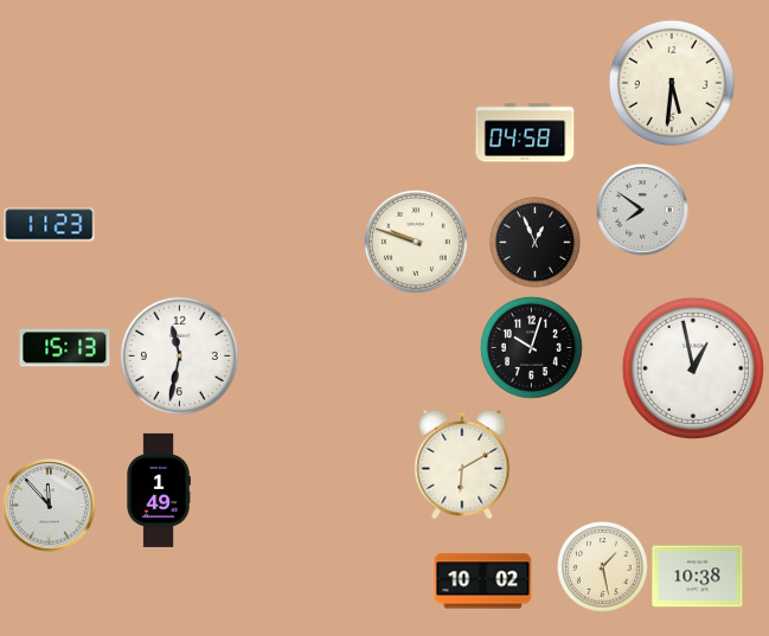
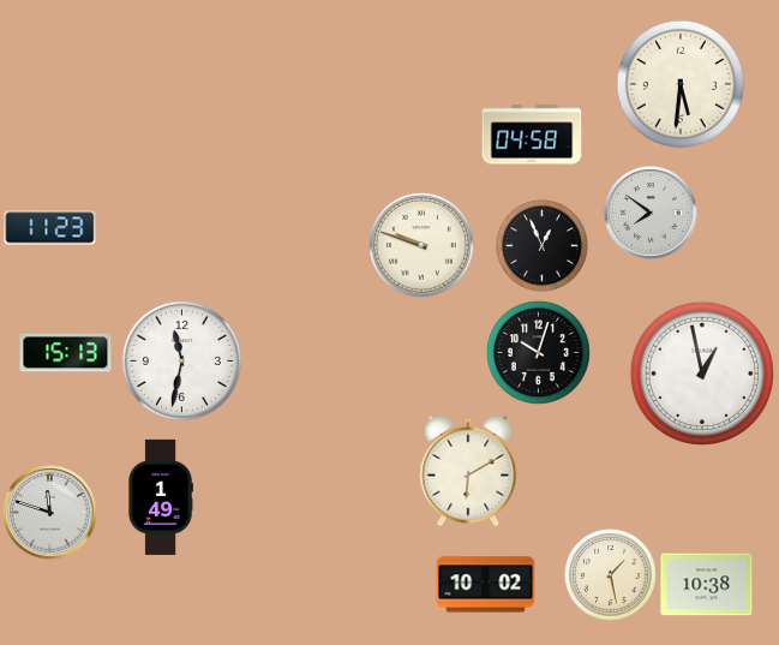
clock at (50, 506): 11:53 -> 11:48
clock at (483, 582) position: (483, 582) -> (486, 585)
